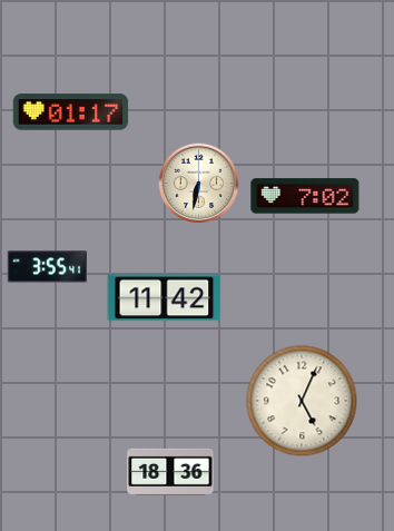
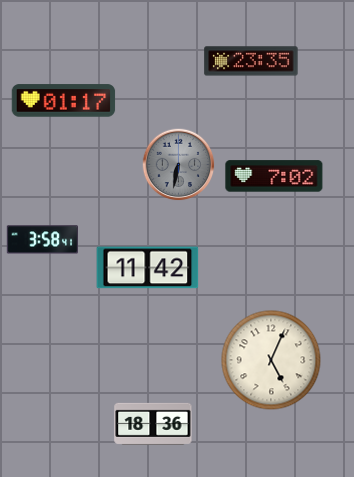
clock at (251, 61): none -> 23:35
clock at (199, 184) dial: cream -> grey
clock at (48, 267): 3:55 -> 3:58
